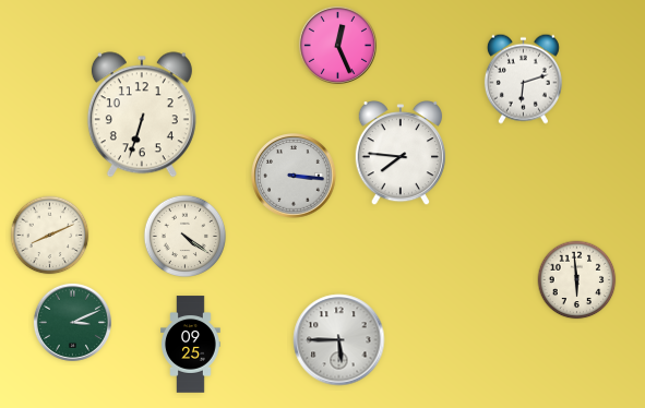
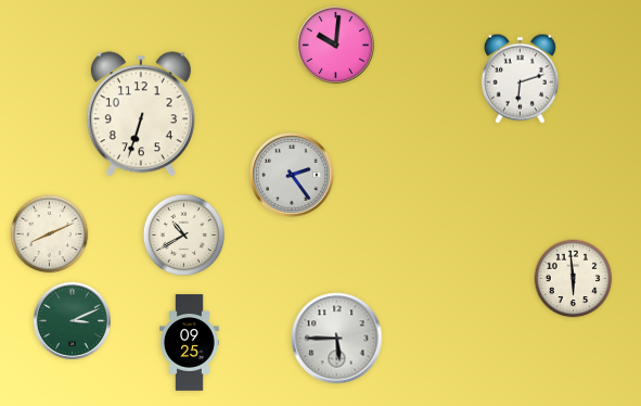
clock at (337, 45): 12:26 -> 10:01
clock at (399, 153): 7:46 -> none
clock at (294, 176): 3:16 -> 2:24
clock at (186, 237): 4:21 -> 10:40
